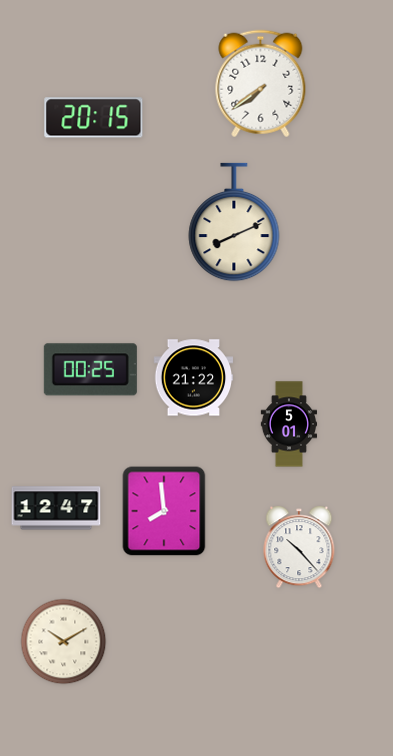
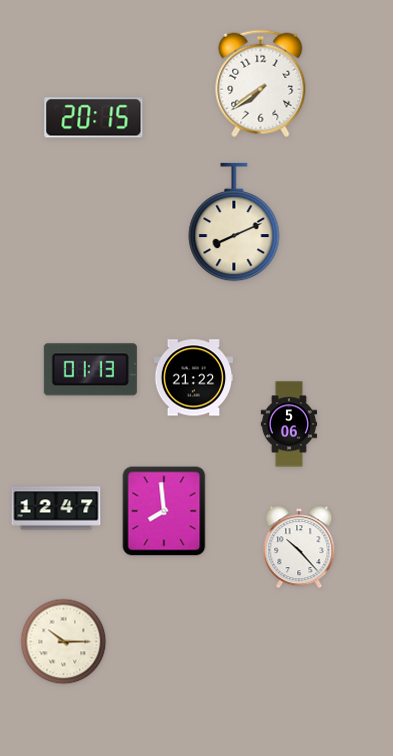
clock at (90, 370): 00:25 -> 01:13
clock at (288, 424): 5:01 -> 5:06
clock at (64, 642): 10:10 -> 10:15
